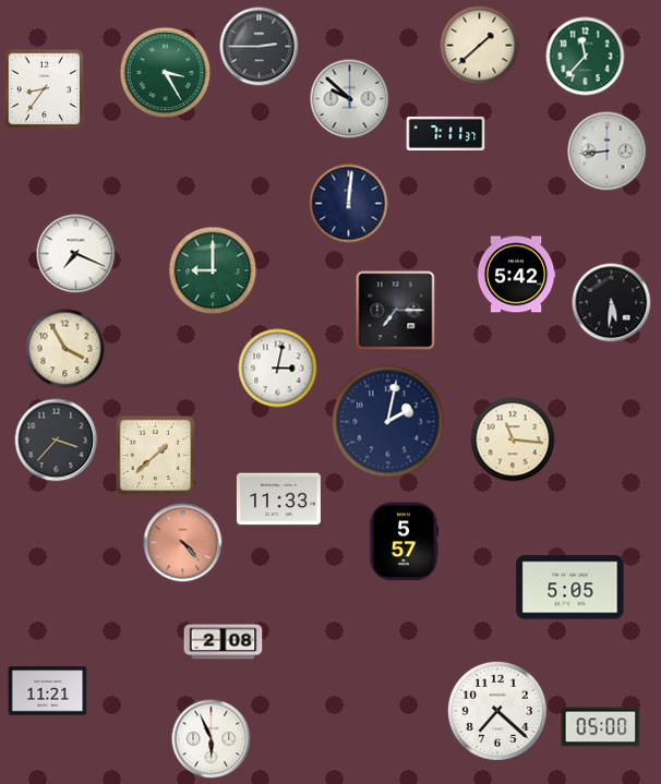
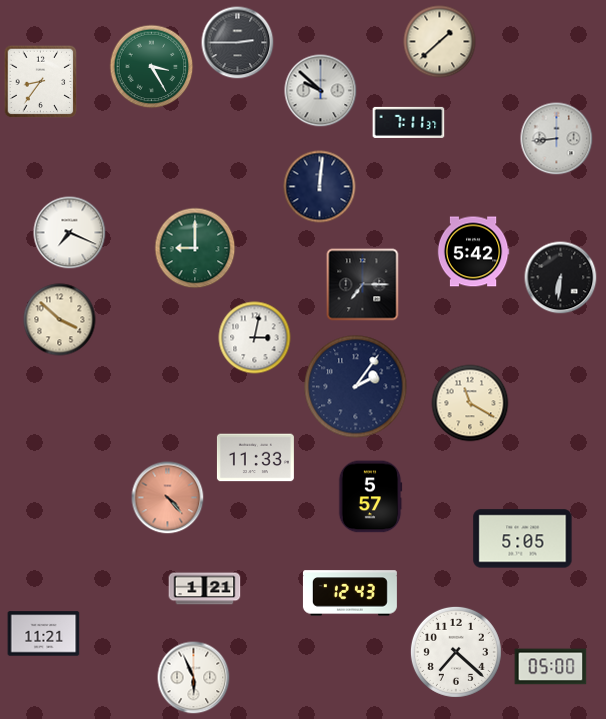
clock at (586, 57): 11:37 -> none
clock at (612, 303): 5:31 -> 6:31
clock at (65, 349): 3:55 -> 3:52
clock at (388, 422): 2:02 -> 2:06
clock at (513, 439): 11:16 -> 11:20
clock at (57, 441): 3:37 -> none
clock at (156, 456): 1:38 -> none
clock at (224, 642): 2:08 -> 1:21
clock at (350, 593): none -> 12:43
